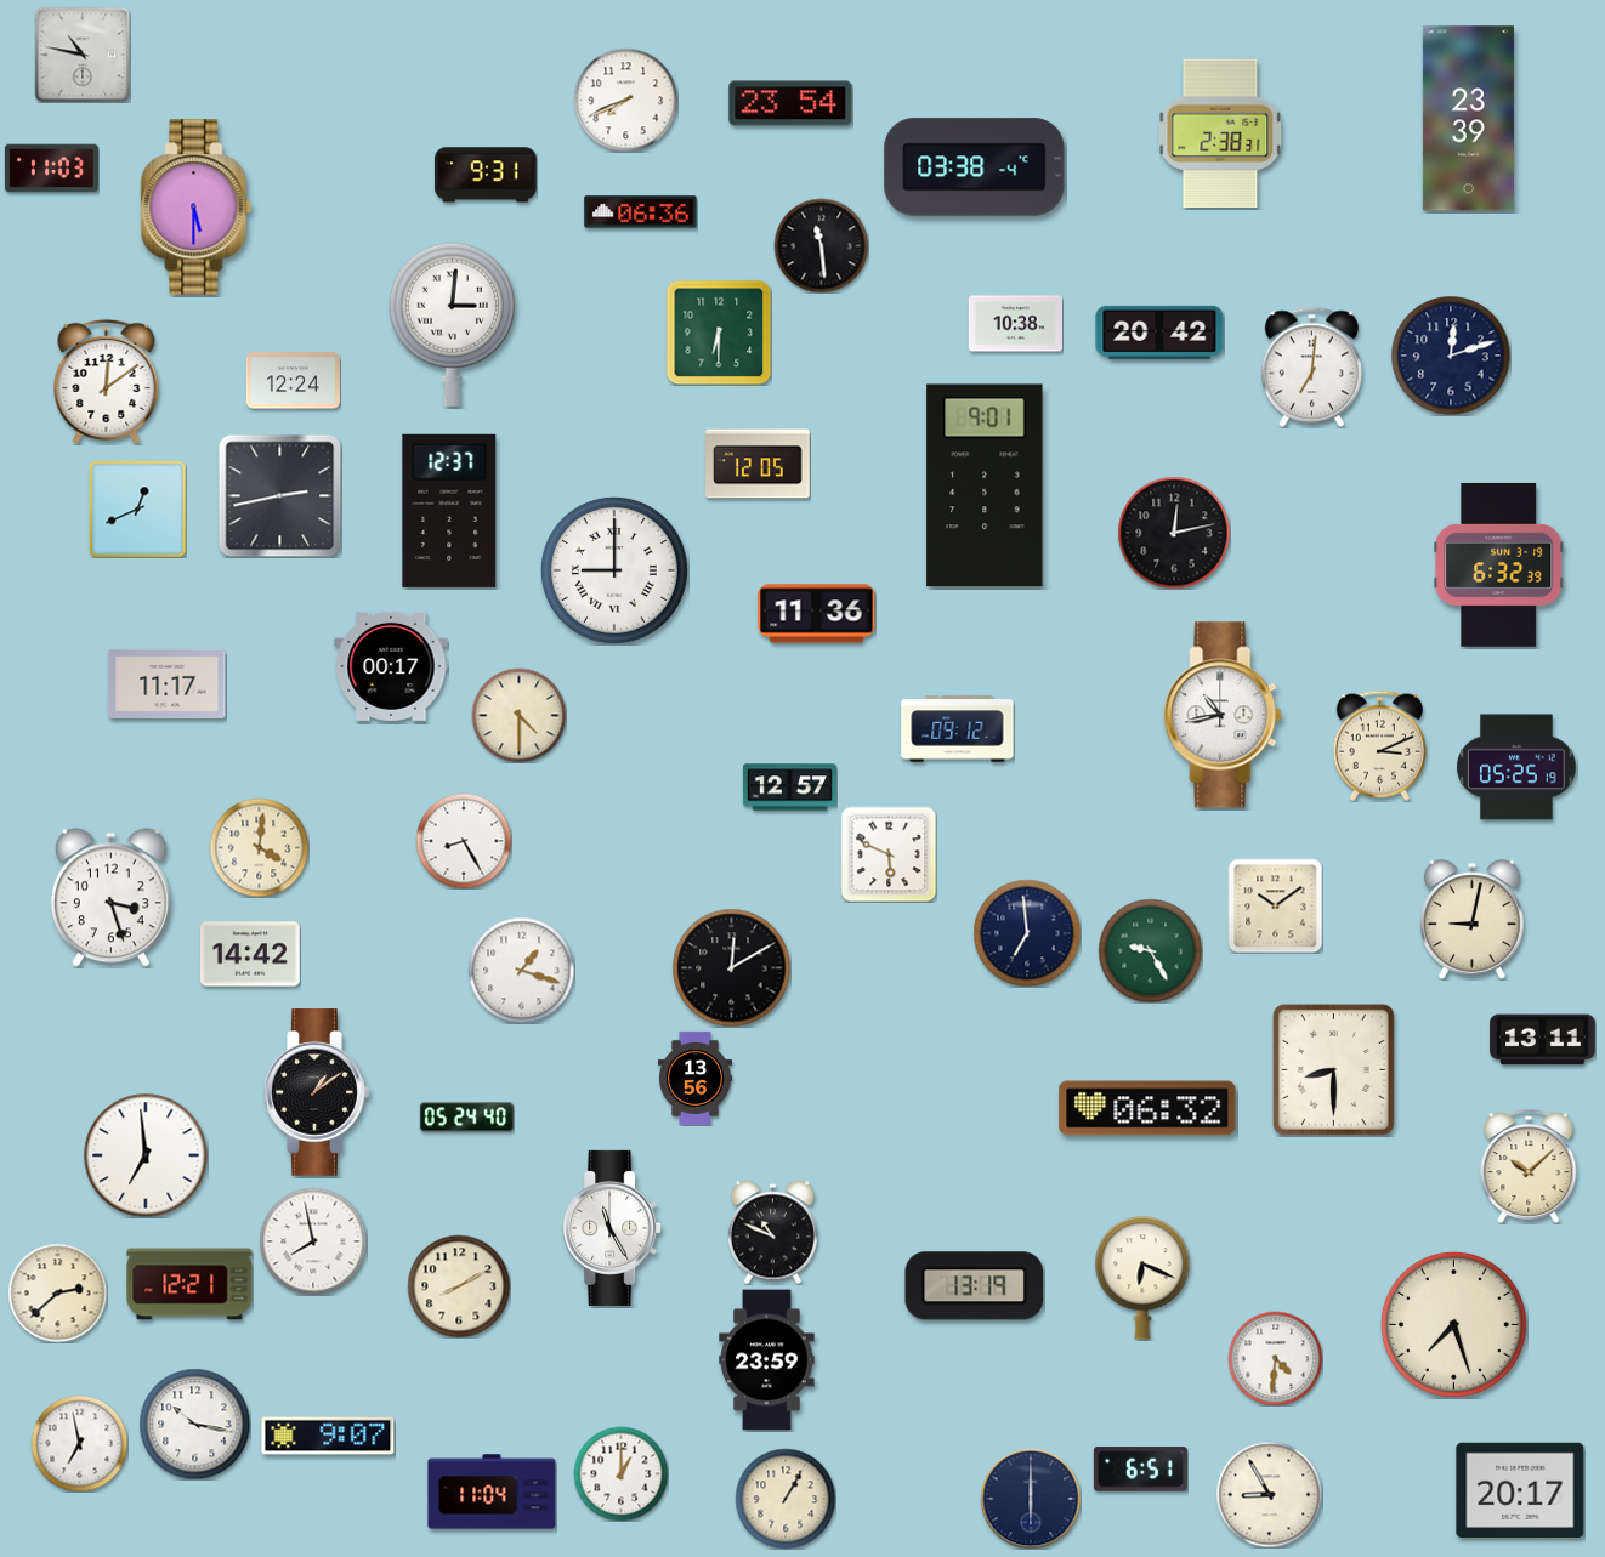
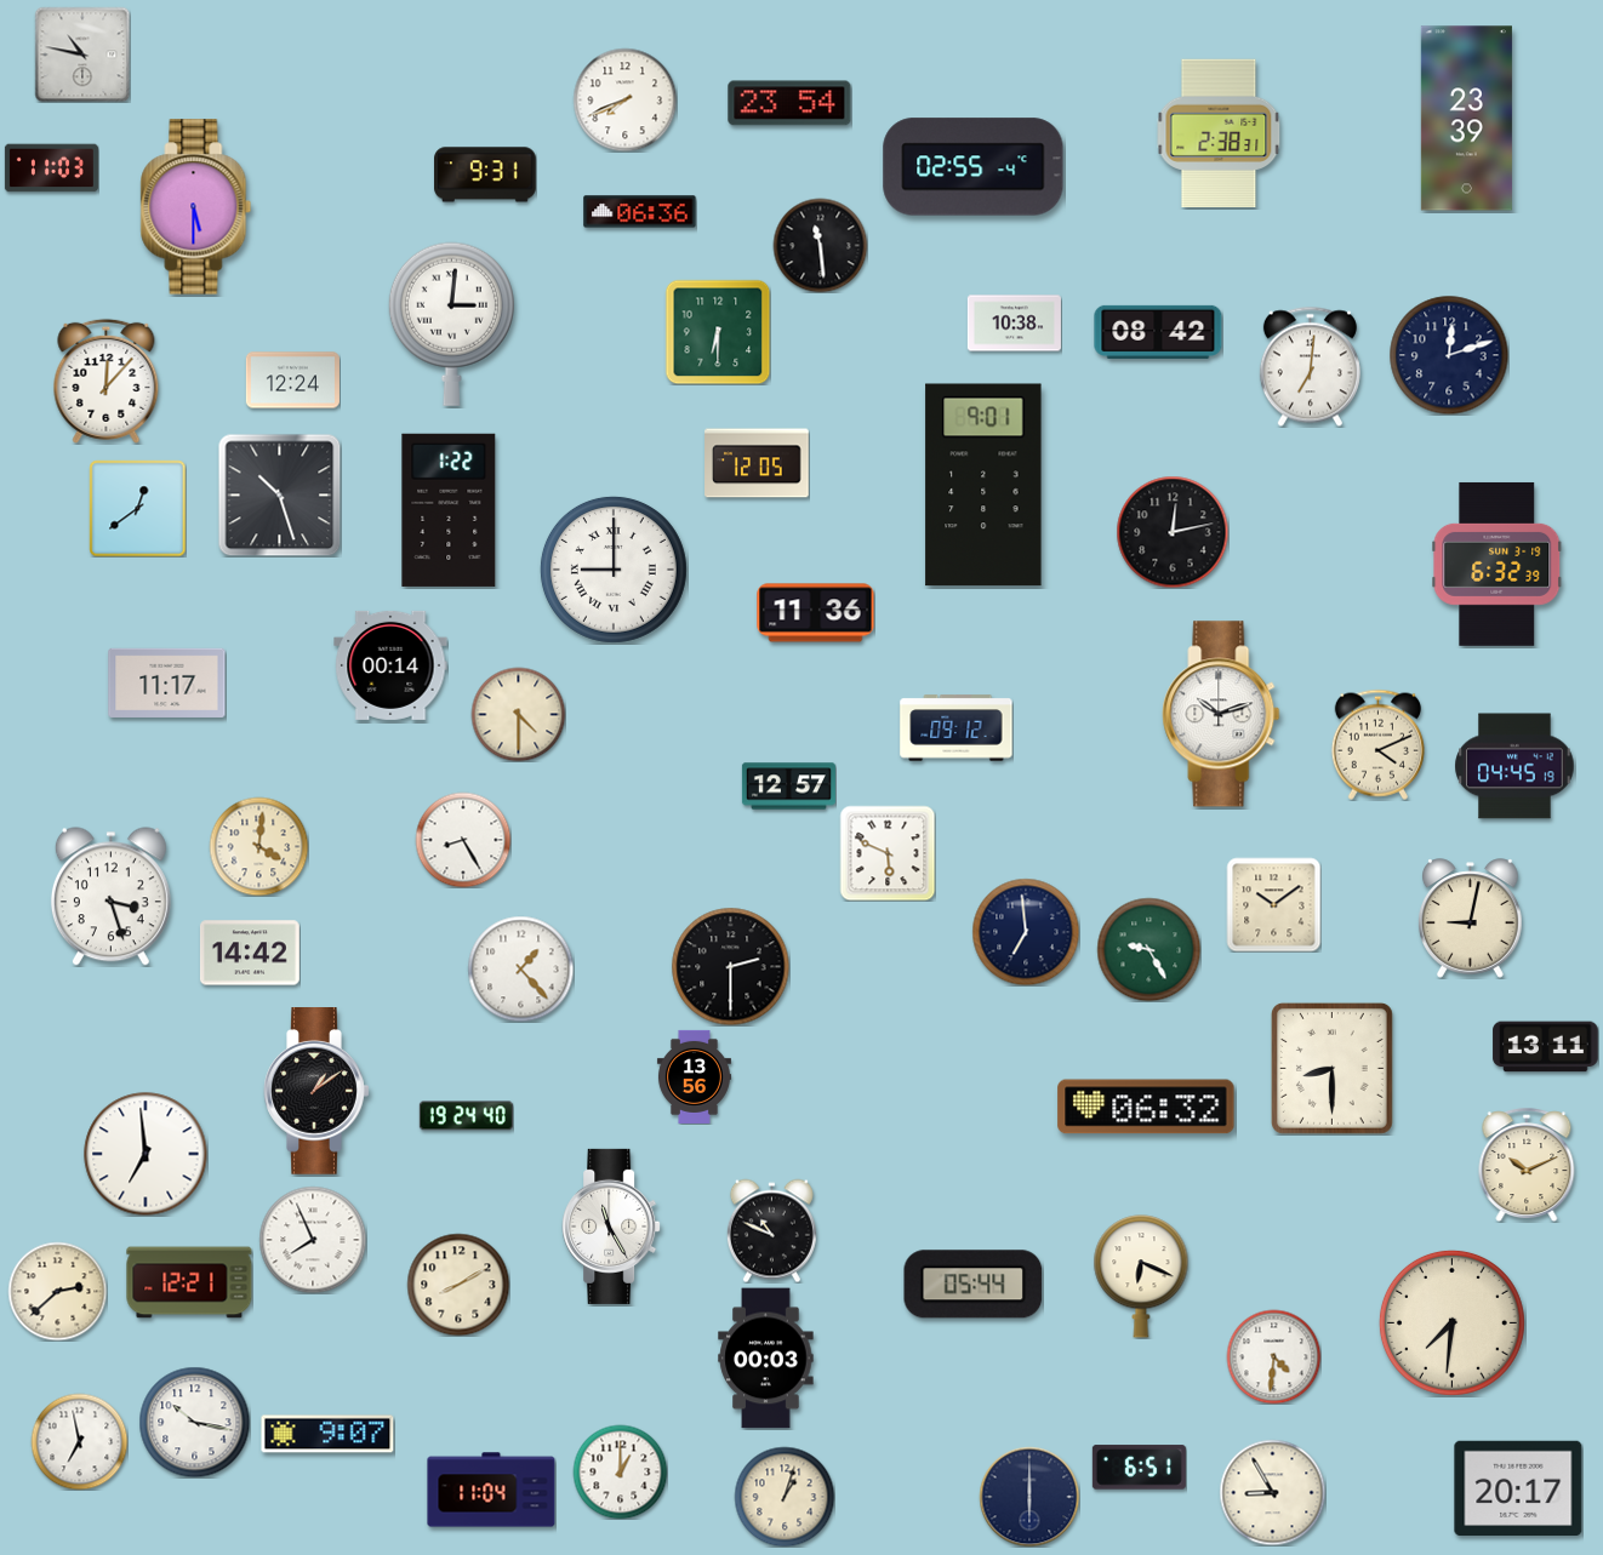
clock at (975, 167): 03:38 -> 02:55
clock at (1159, 333): 20:42 -> 08:42
clock at (107, 381): 12:09 -> 12:07
clock at (279, 495): 2:43 -> 10:27
clock at (137, 508): 12:41 -> 12:39
clock at (449, 511): 12:37 -> 1:22
clock at (391, 666): 00:17 -> 00:14
clock at (1223, 715): 10:43 -> 10:12
clock at (1379, 745): 3:11 -> 4:11
clock at (1516, 767): 05:25 -> 04:45
clock at (731, 967): 12:10 -> 2:30
clock at (521, 970): 1:18 -> 1:23
clock at (1543, 1040) position: (1543, 1040) -> (1546, 1047)
clock at (466, 1118): 05:24 -> 19:24
clock at (1529, 1166): 10:08 -> 10:11
clock at (313, 1241): 7:58 -> 7:56
clock at (975, 1286): 13:19 -> 05:44
clock at (1453, 1324): 7:27 -> 7:31
clock at (767, 1360): 23:59 -> 00:03
clock at (1269, 1494) position: (1269, 1494) -> (1272, 1492)
clock at (786, 1499): 1:05 -> 1:03
